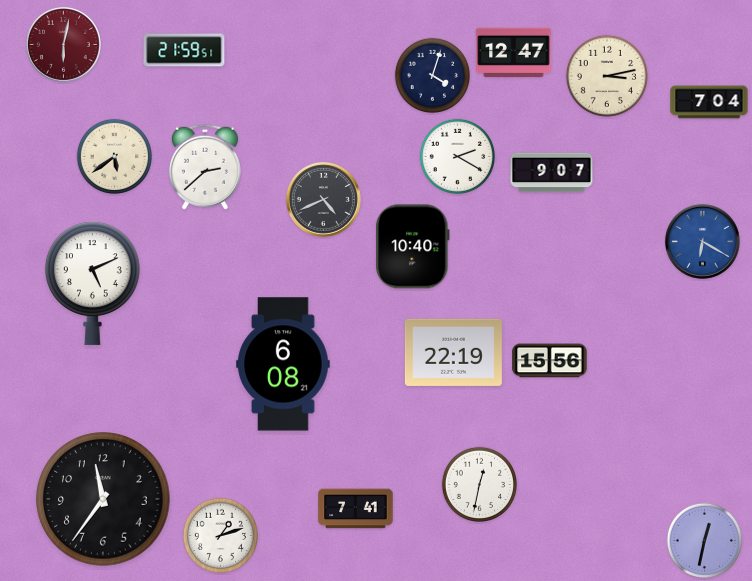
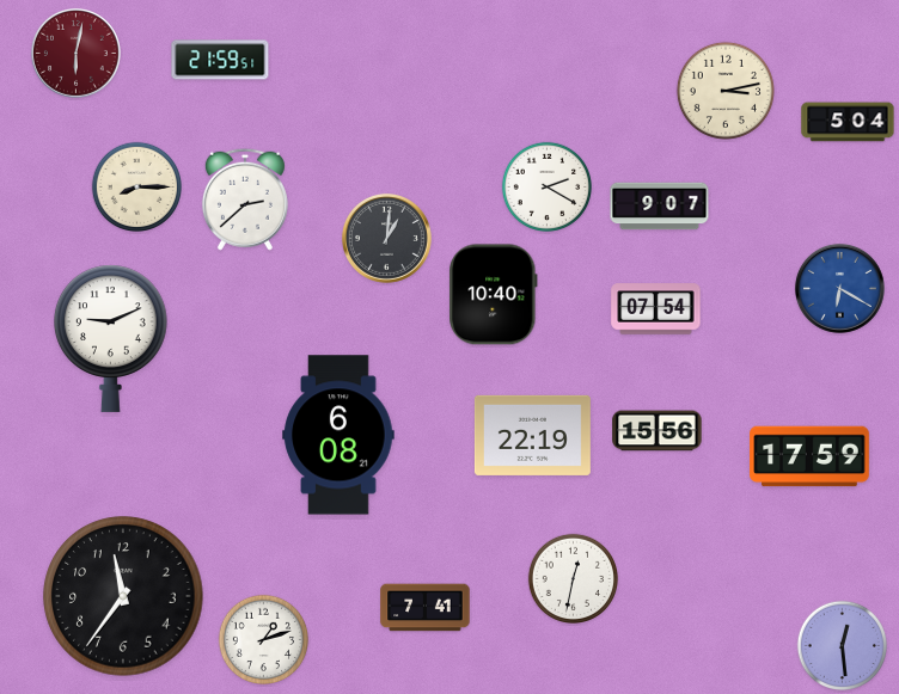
clock at (514, 52): 12:47 -> none
clock at (432, 75): 4:03 -> none
clock at (709, 102): 7:04 -> 5:04
clock at (114, 156): 5:39 -> 8:15
clock at (323, 200): 4:41 -> 1:01
clock at (656, 309): none -> 07:54
clock at (93, 283): 5:11 -> 9:11
clock at (453, 352) position: (453, 352) -> (532, 435)
clock at (809, 456): none -> 17:59
clock at (704, 540): 12:32 -> 12:29
